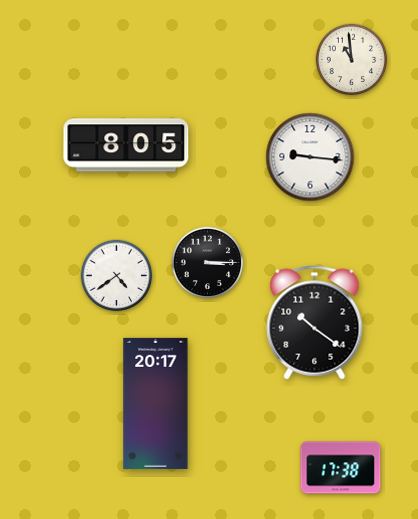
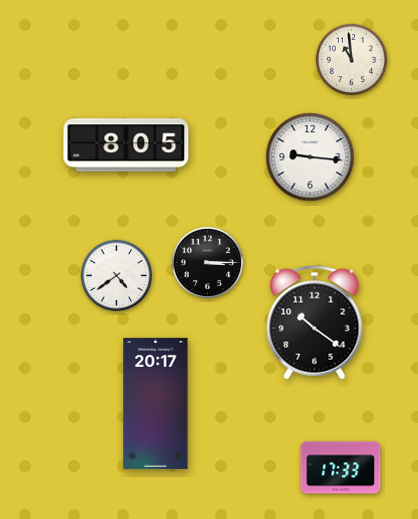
clock at (341, 468): 17:38 -> 17:33
